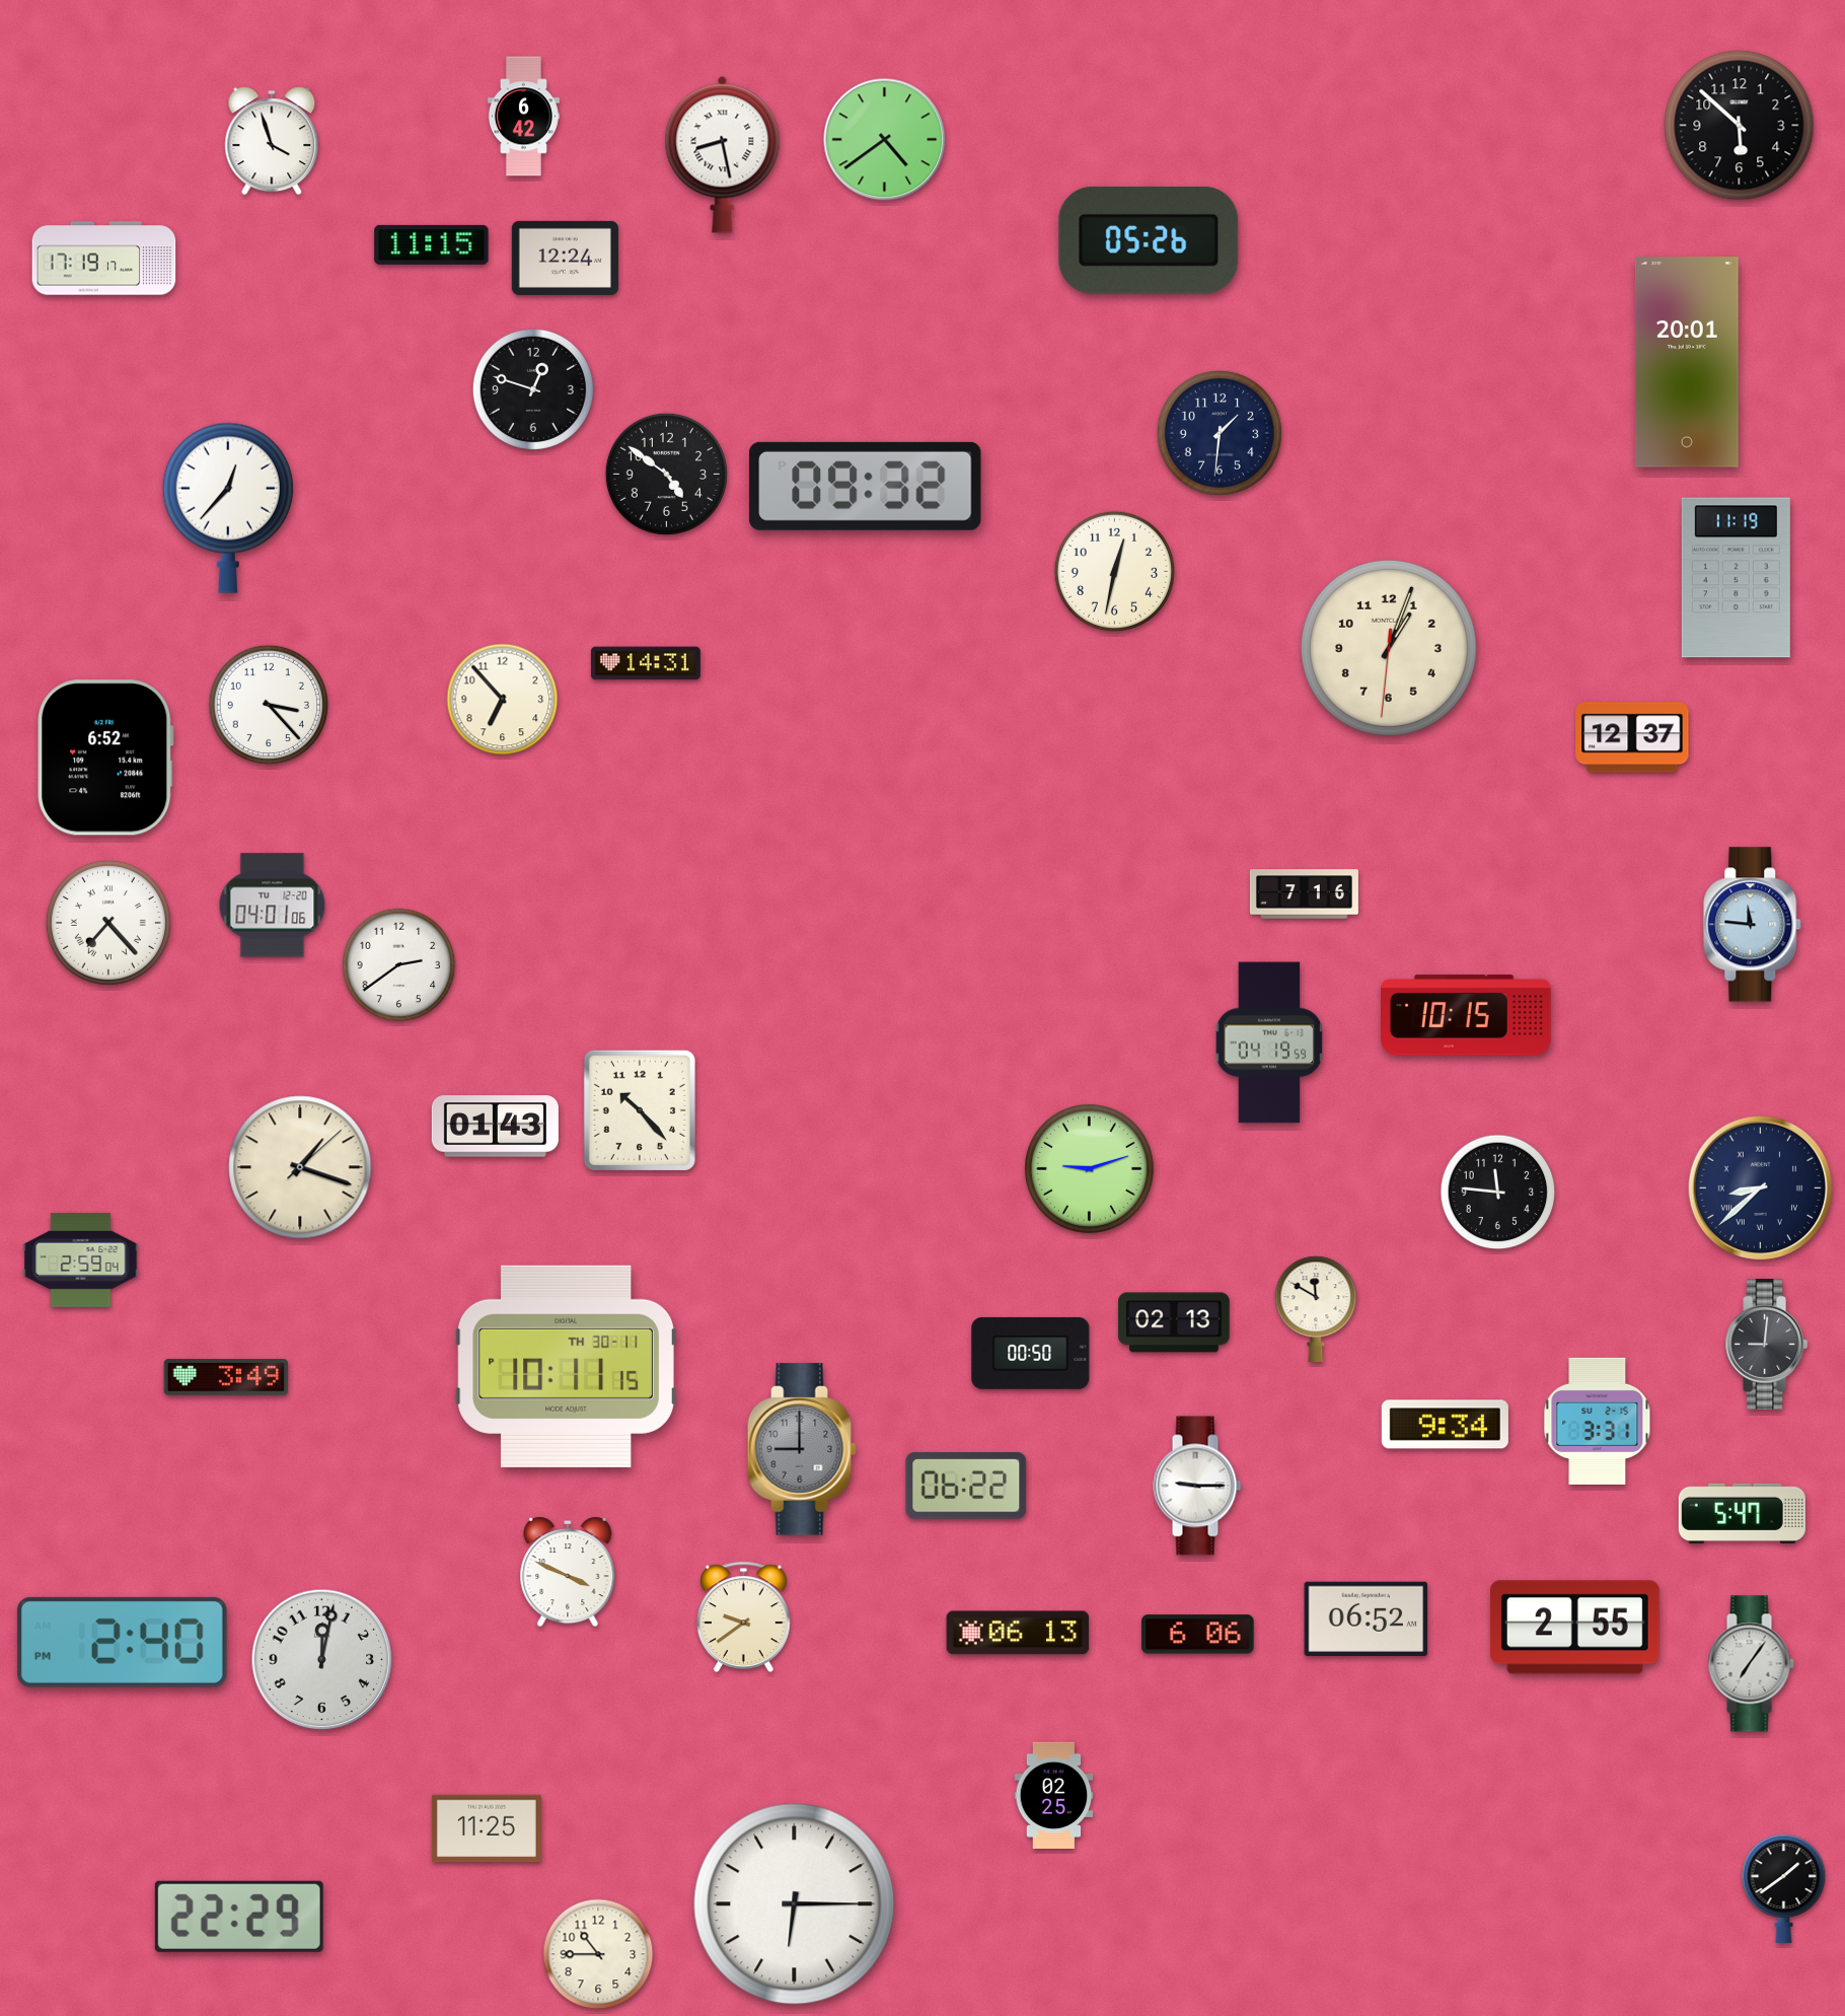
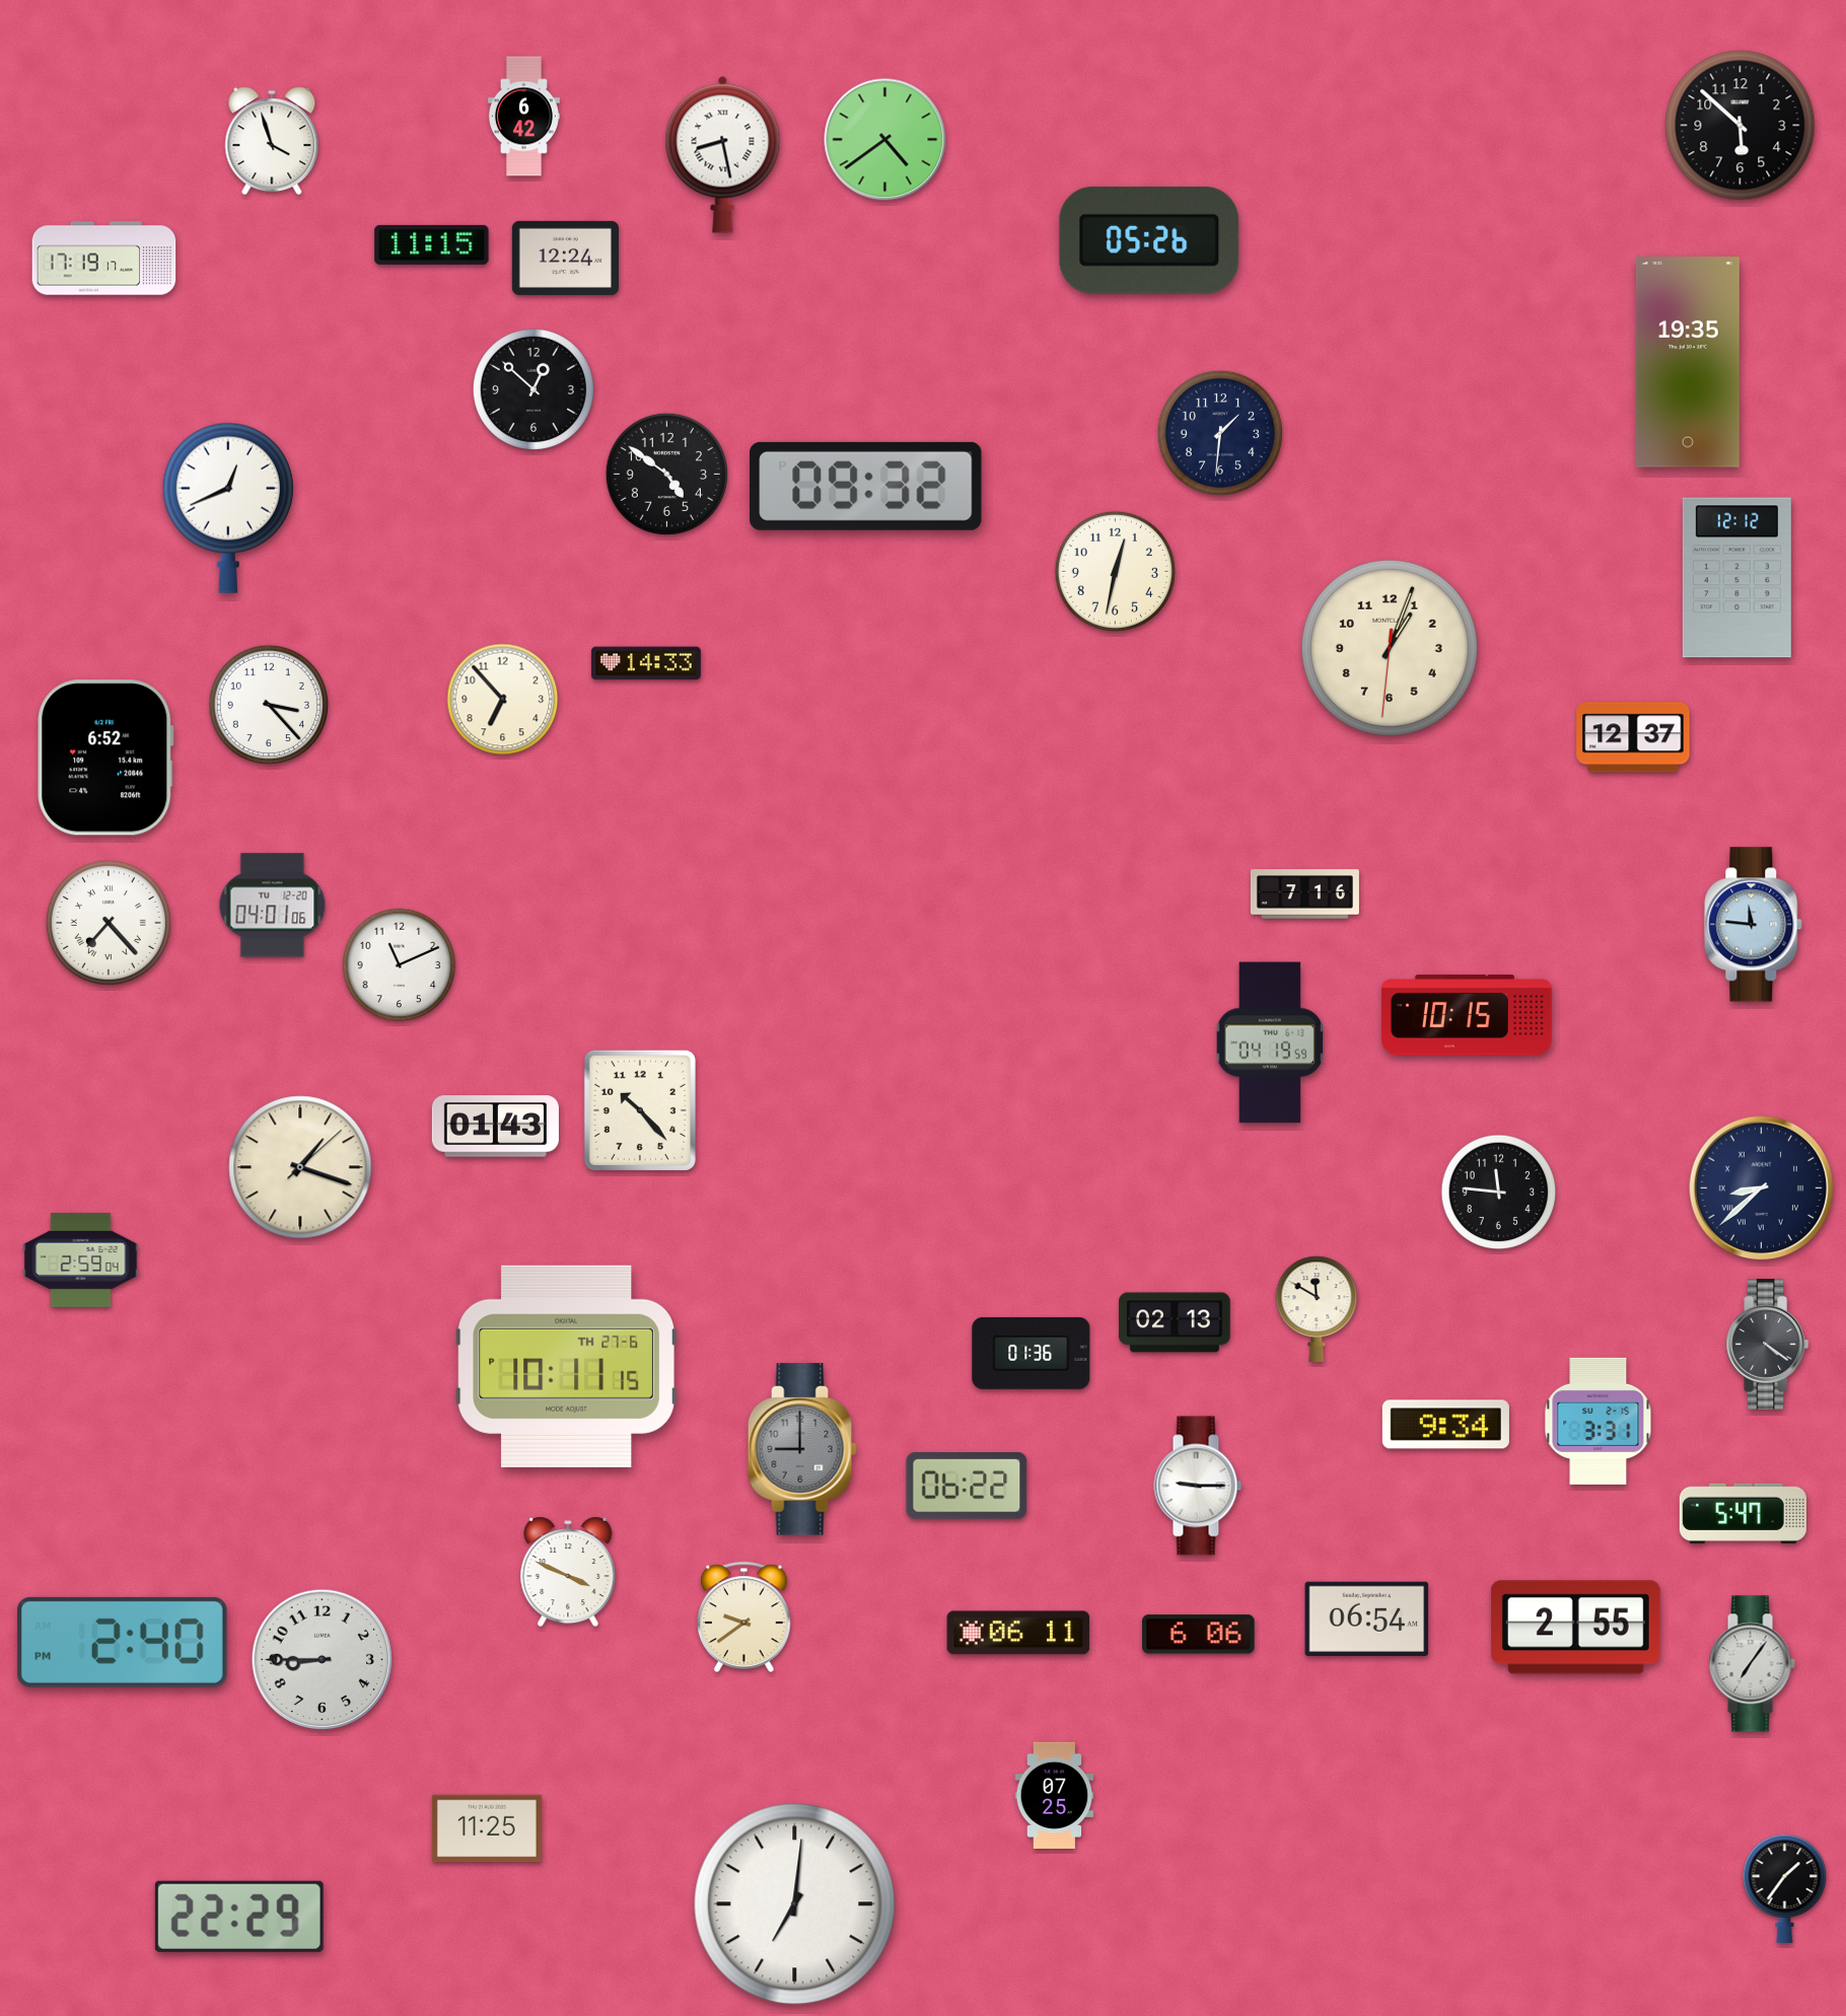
clock at (1687, 362): 20:01 -> 19:35
clock at (533, 389): 12:48 -> 12:52
clock at (228, 508): 12:37 -> 12:41
clock at (1736, 578): 11:19 -> 12:12
clock at (646, 663): 14:31 -> 14:33
clock at (399, 965): 2:39 -> 11:11
clock at (1089, 1168): 9:12 -> none
clock at (1767, 1345): 9:01 -> 4:21
clock at (1031, 1353): 00:50 -> 01:36
clock at (566, 1366) date: TH 30-11 -> TH 27-6
clock at (226, 1377): 3:49 -> none
clock at (1367, 1618): 06:52 -> 06:54
clock at (1018, 1633): 06:13 -> 06:11
clock at (322, 1660): 12:02 -> 8:45
clock at (1054, 1795): 02:25 -> 07:25
clock at (1784, 1888): 1:39 -> 1:36
clock at (795, 1904): 6:15 -> 7:01
clock at (598, 1954): 10:45 -> none
